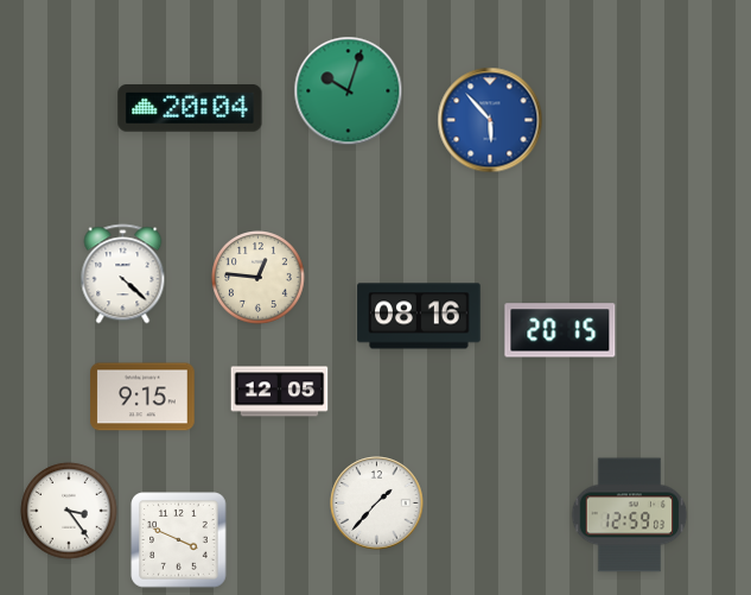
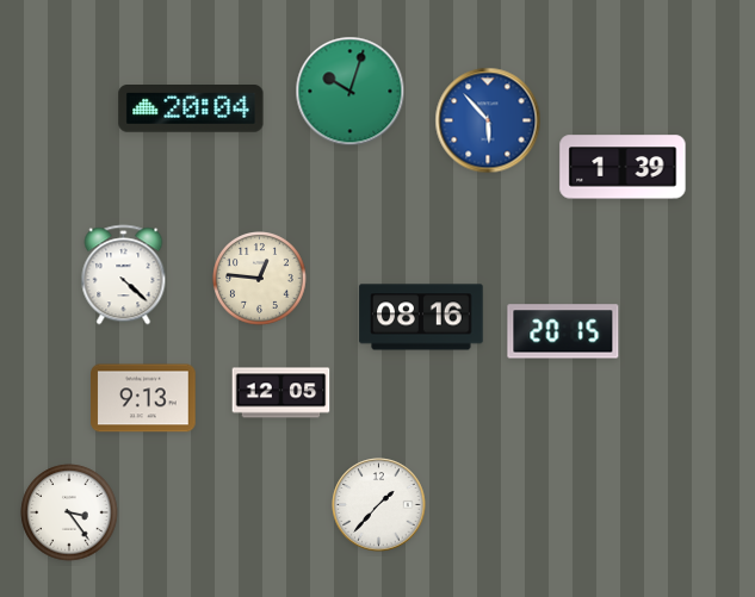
clock at (490, 120) position: (490, 120) -> (488, 120)
clock at (623, 167): none -> 1:39
clock at (142, 397): 9:15 -> 9:13
clock at (630, 515): 12:59 -> none
clock at (179, 540): 3:49 -> none
